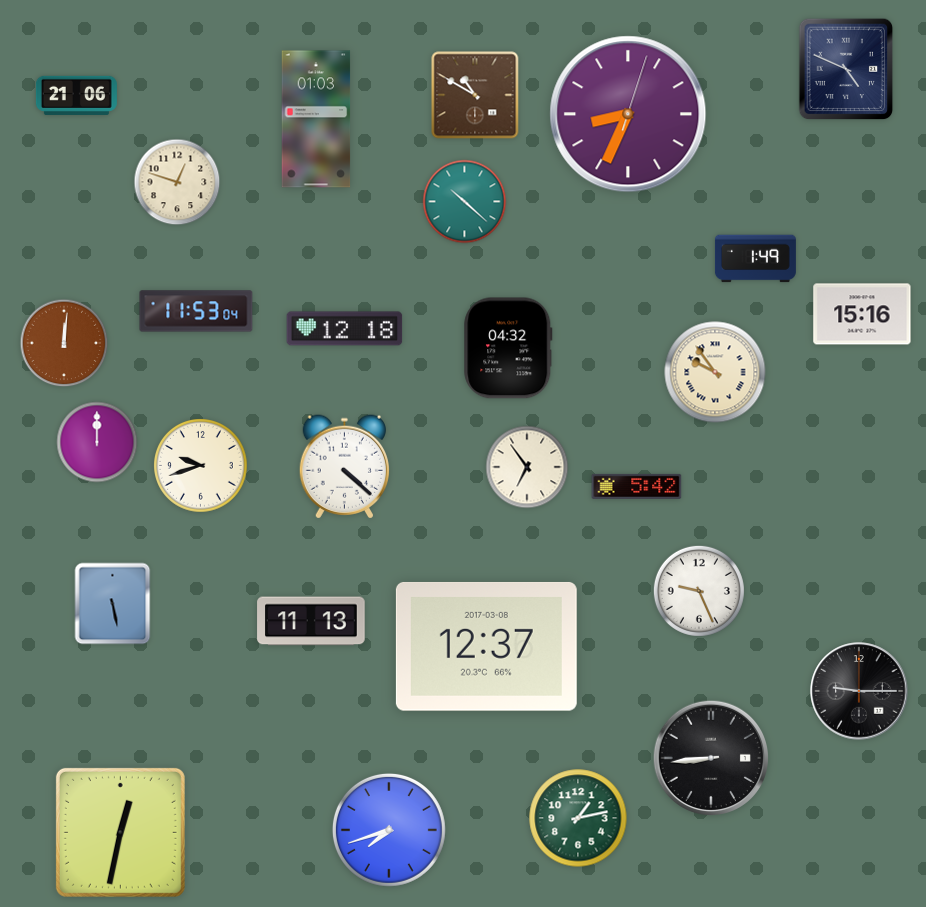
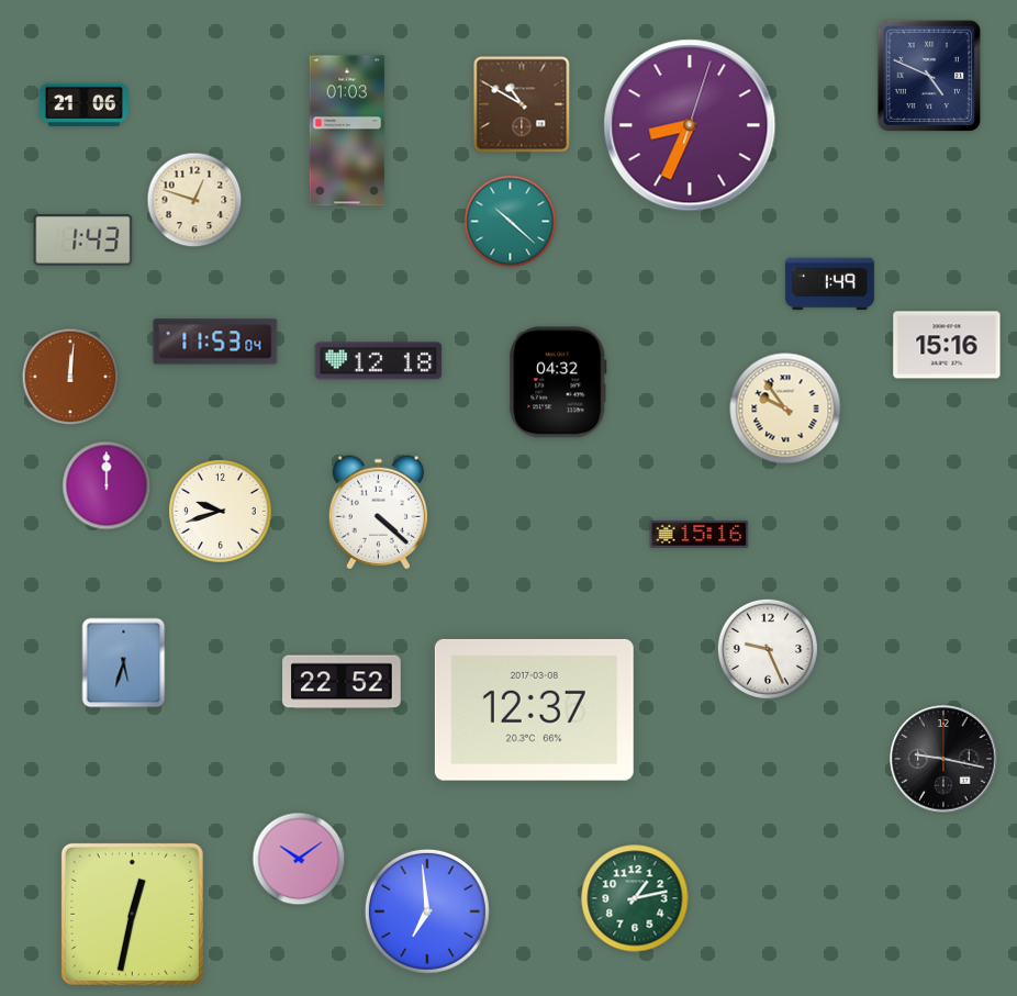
clock at (83, 240): none -> 1:43
clock at (527, 467): 6:54 -> none
clock at (637, 486): 5:42 -> 15:16
clock at (113, 604): 5:28 -> 5:33
clock at (311, 621): 11:13 -> 22:52
clock at (859, 691): 9:15 -> 9:17
clock at (710, 757): 8:44 -> none
clock at (299, 859): none -> 10:09
clock at (389, 830): 7:42 -> 6:59
